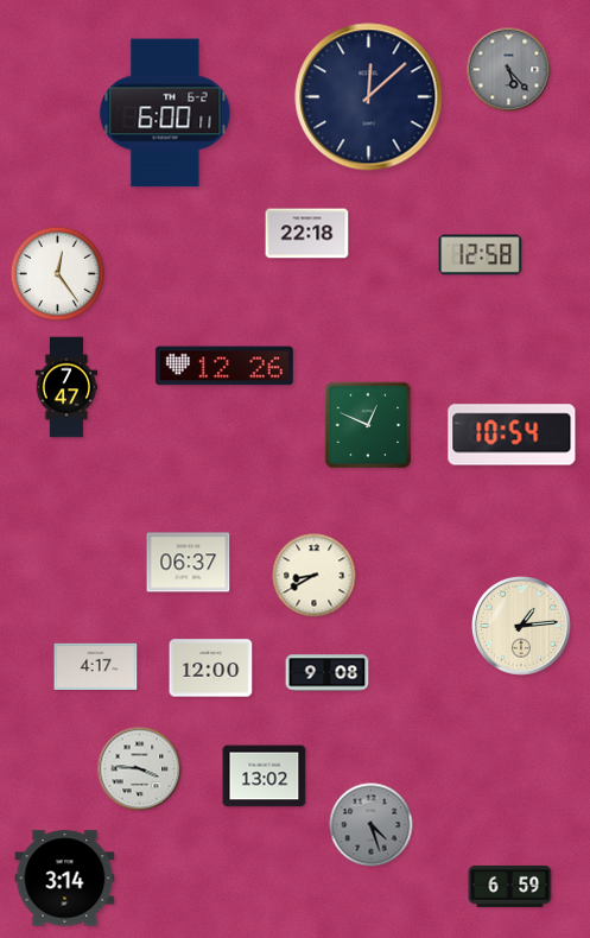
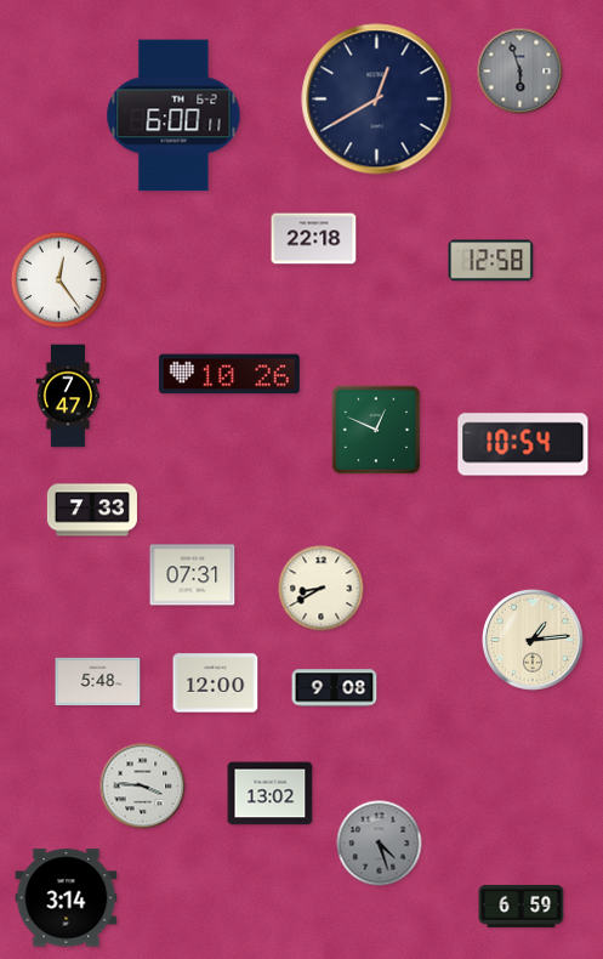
clock at (509, 70): 5:23 -> 5:57
clock at (369, 97): 12:08 -> 12:40
clock at (165, 113) position: (165, 113) -> (173, 115)
clock at (224, 366): 12:26 -> 10:26
clock at (368, 425) position: (368, 425) -> (376, 430)
clock at (92, 510): none -> 7:33
clock at (189, 563): 06:37 -> 07:31
clock at (96, 667): 4:17 -> 5:48
